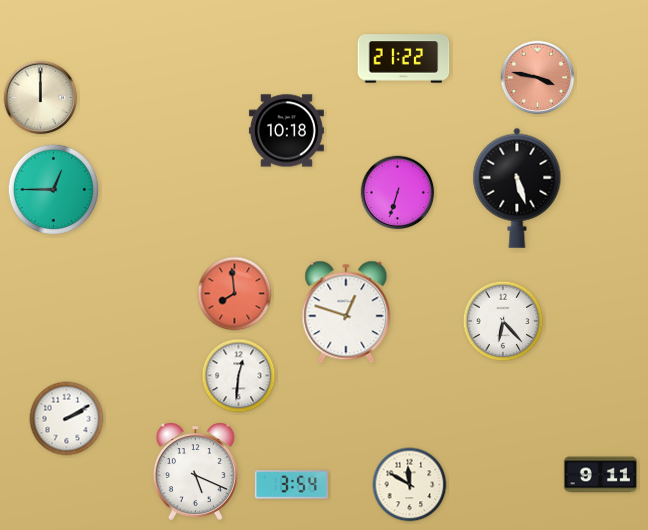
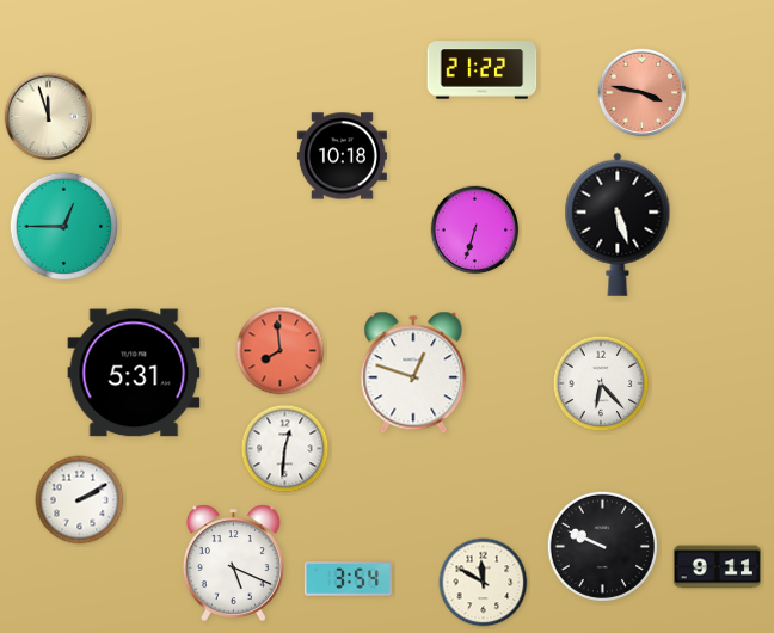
clock at (41, 98): 12:00 -> 11:57
clock at (134, 373): none -> 5:31
clock at (602, 546): none -> 9:49
clock at (410, 485) position: (410, 485) -> (484, 583)
